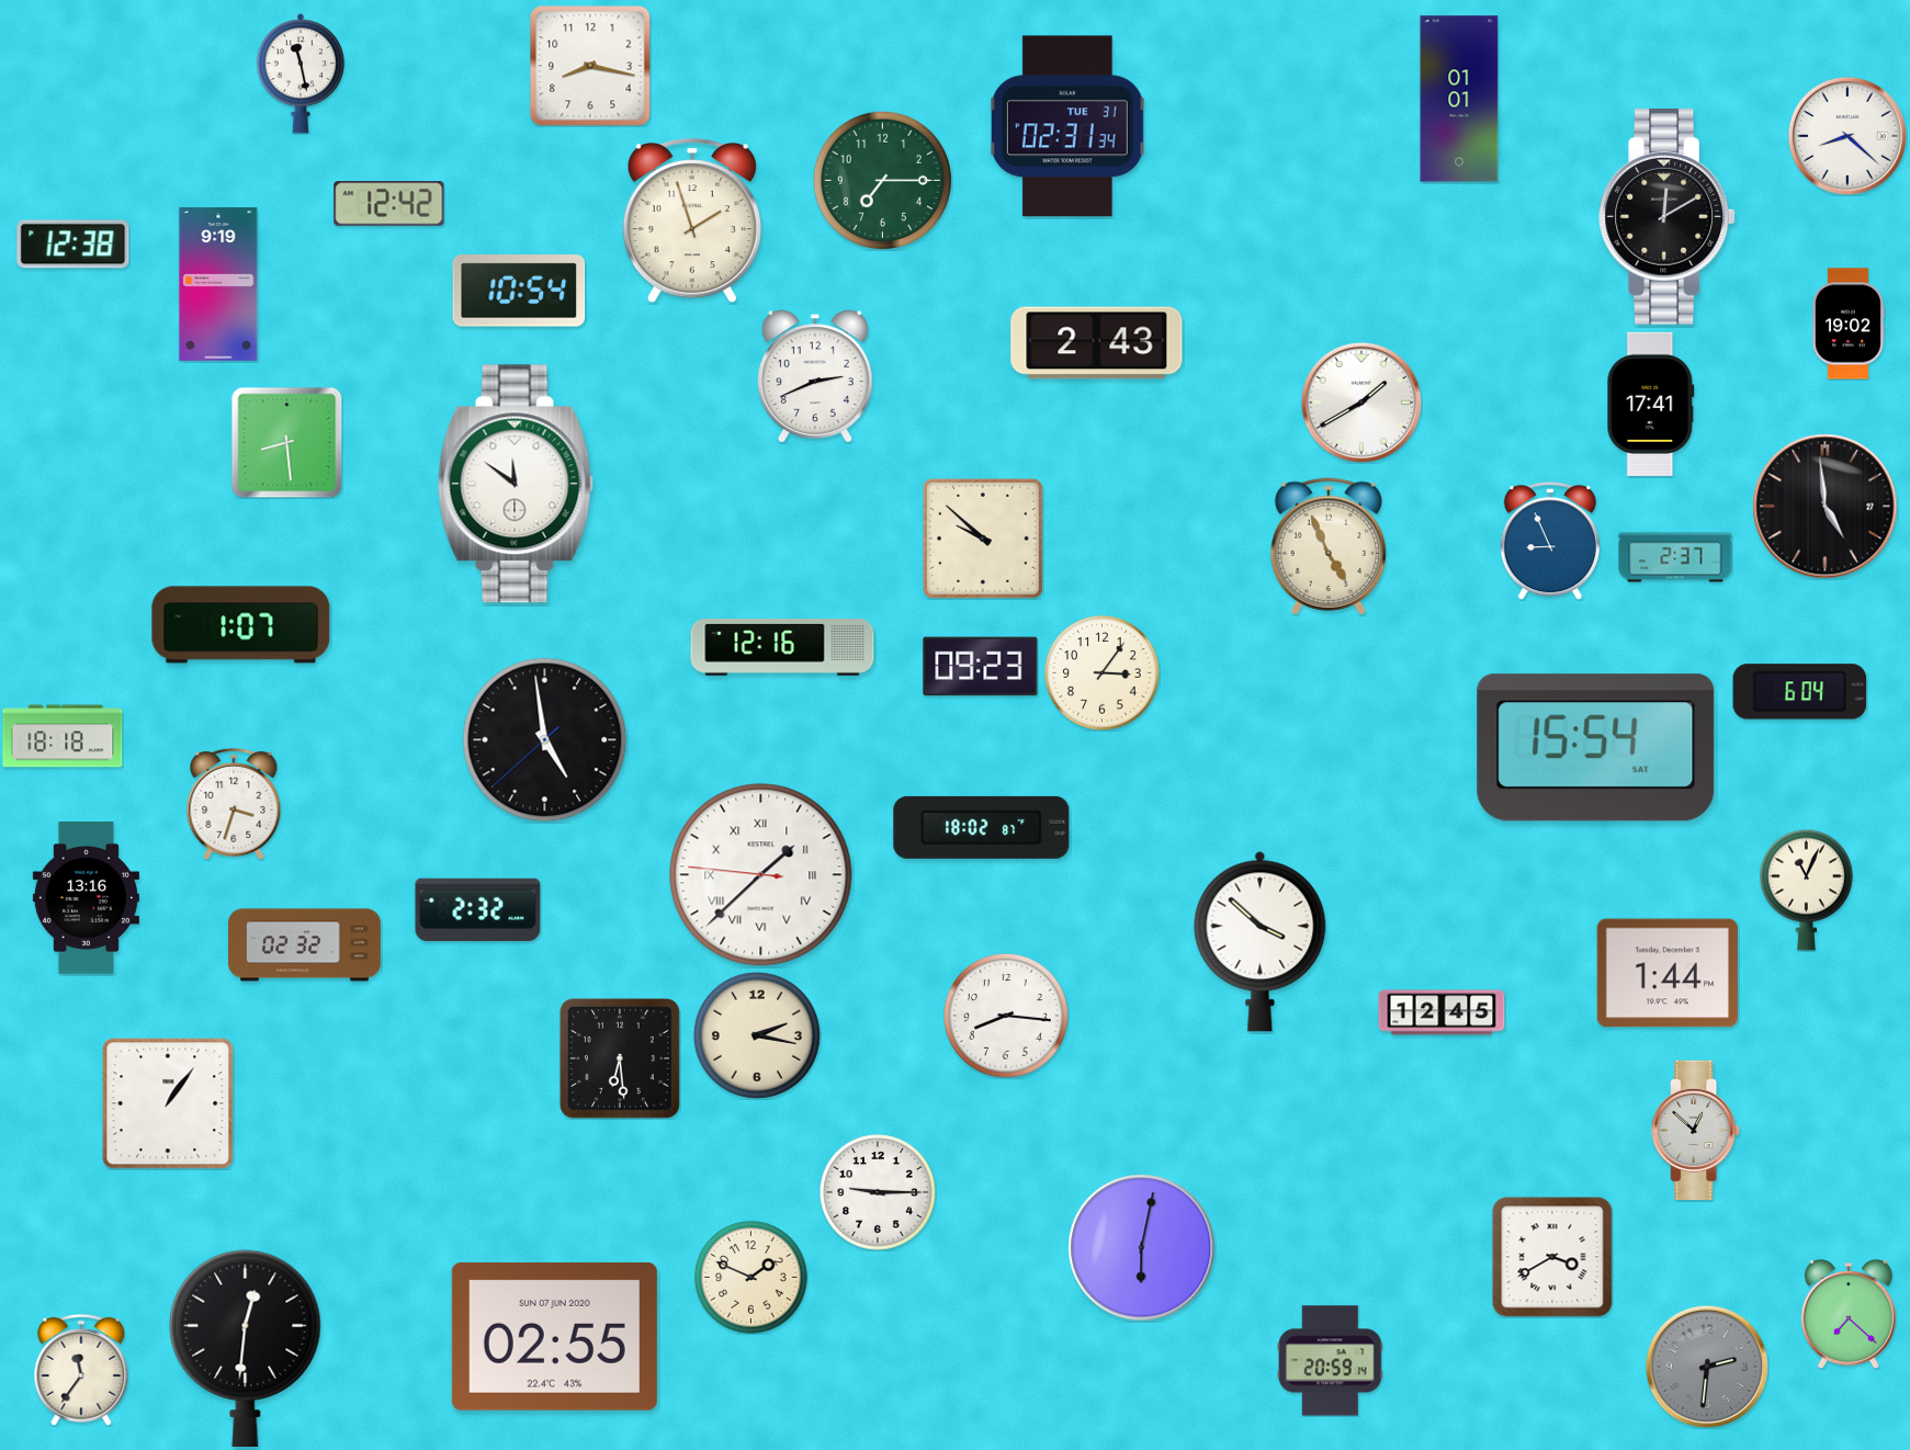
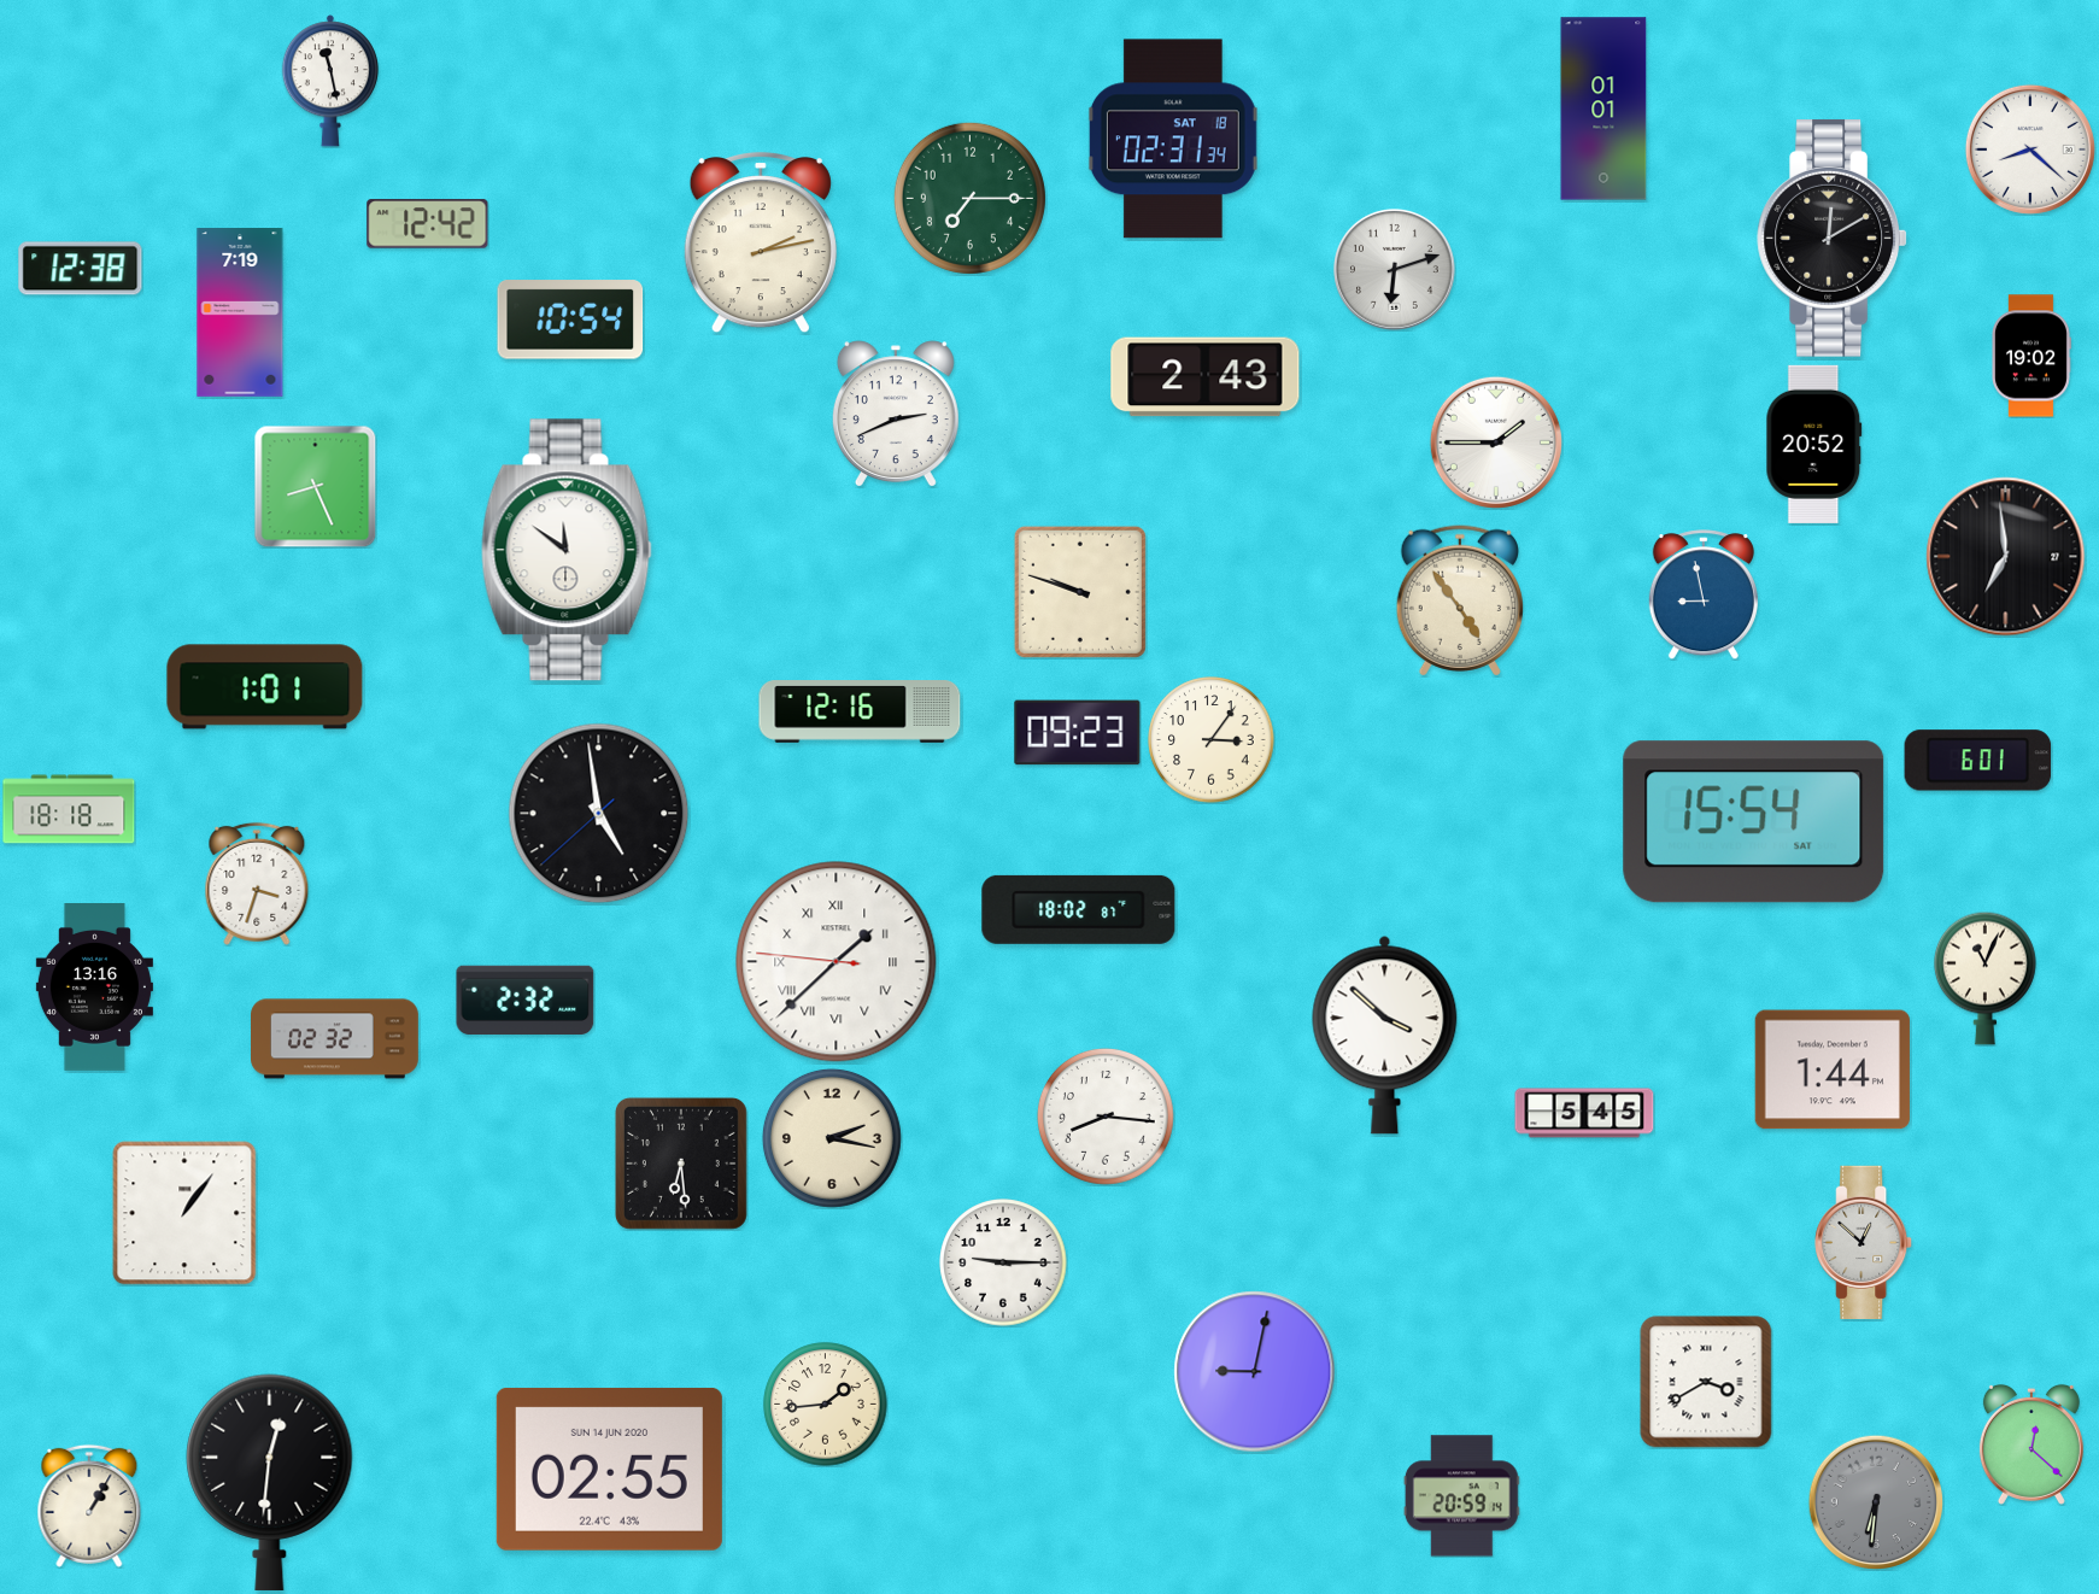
clock at (590, 66): 8:17 -> none
clock at (1067, 126) date: TUE 31 -> SAT 18
clock at (692, 220): 1:57 -> 2:13
clock at (1395, 270): none -> 6:12
clock at (218, 285): 9:19 -> 7:19
clock at (1361, 403): 1:40 -> 1:45
clock at (1651, 404): 17:41 -> 20:52
clock at (286, 442): 8:29 -> 8:26
clock at (516, 484) position: (516, 484) -> (567, 550)
clock at (1826, 507): 4:59 -> 6:59
clock at (983, 539): 9:52 -> 9:48
clock at (1550, 541): 8:56 -> 8:58
clock at (1329, 546): 4:56 -> 4:54
clock at (1675, 557): 2:37 -> none
clock at (241, 625): 1:07 -> 1:01
clock at (1800, 692): 6:04 -> 6:01
clock at (1442, 1012): 12:45 -> 5:45
clock at (878, 1192) position: (878, 1192) -> (1003, 1262)
clock at (1142, 1248): 6:02 -> 9:02
clock at (751, 1278): 1:49 -> 1:44
clock at (1849, 1314): 7:22 -> 12:22
clock at (554, 1336) date: SUN 07 JUN 2020 -> SUN 14 JUN 2020
clock at (1706, 1366): 2:31 -> 6:31
clock at (81, 1370): 11:36 -> 1:05
